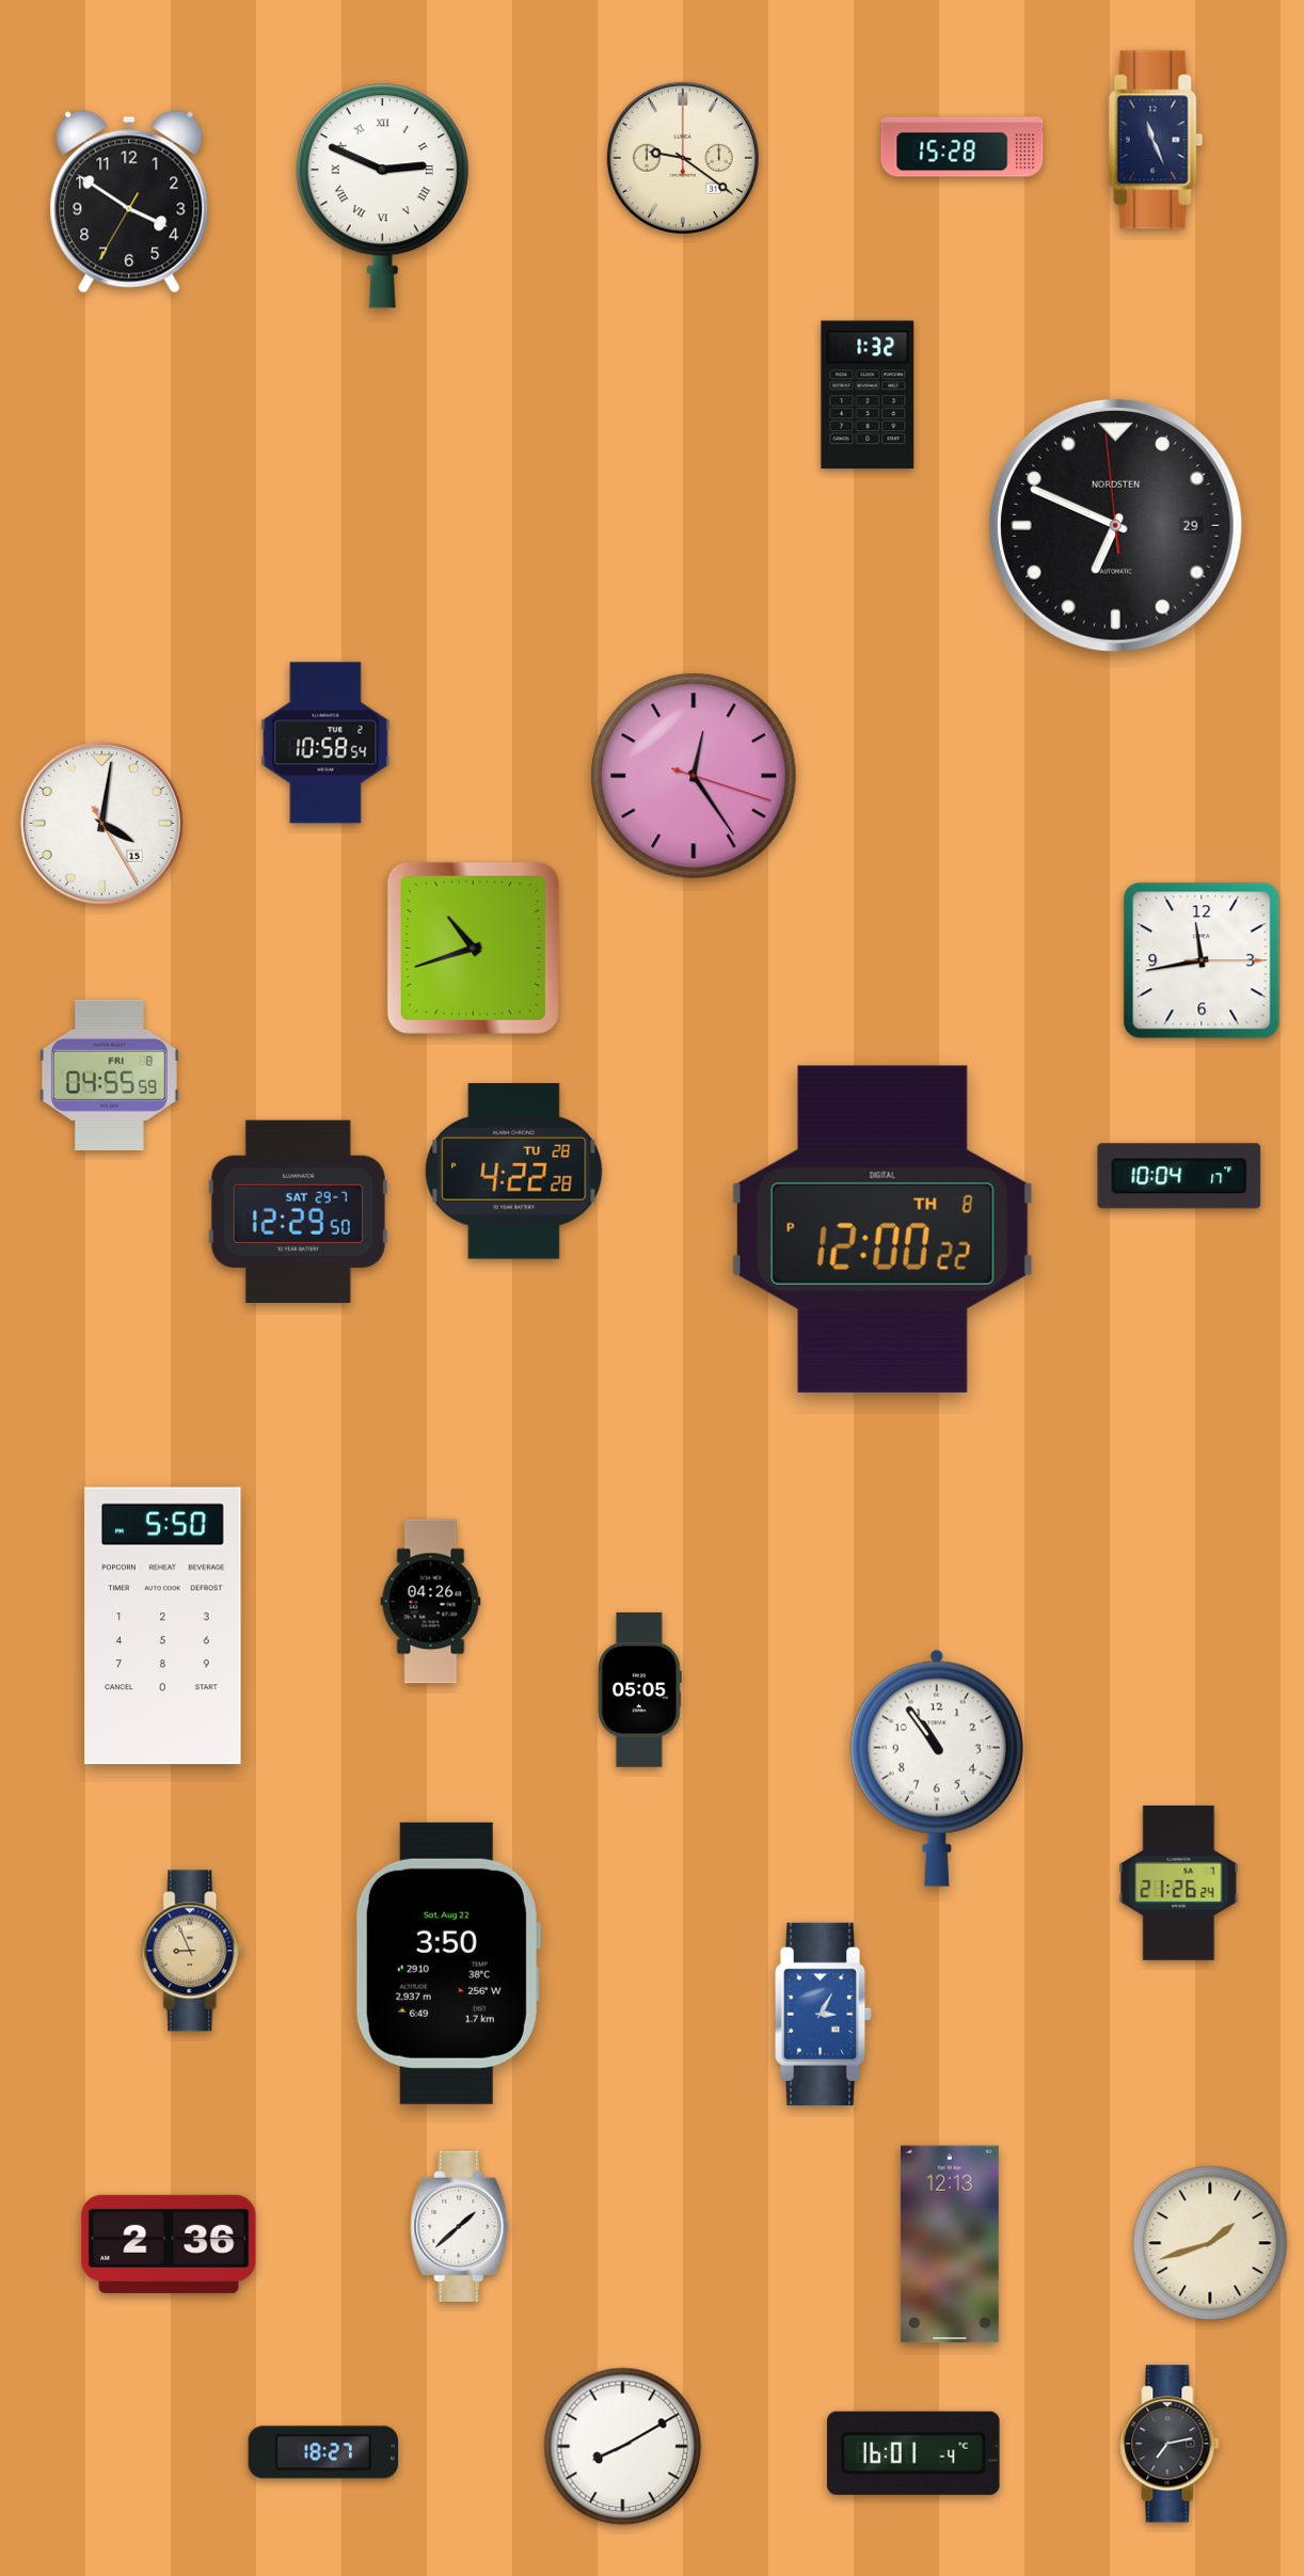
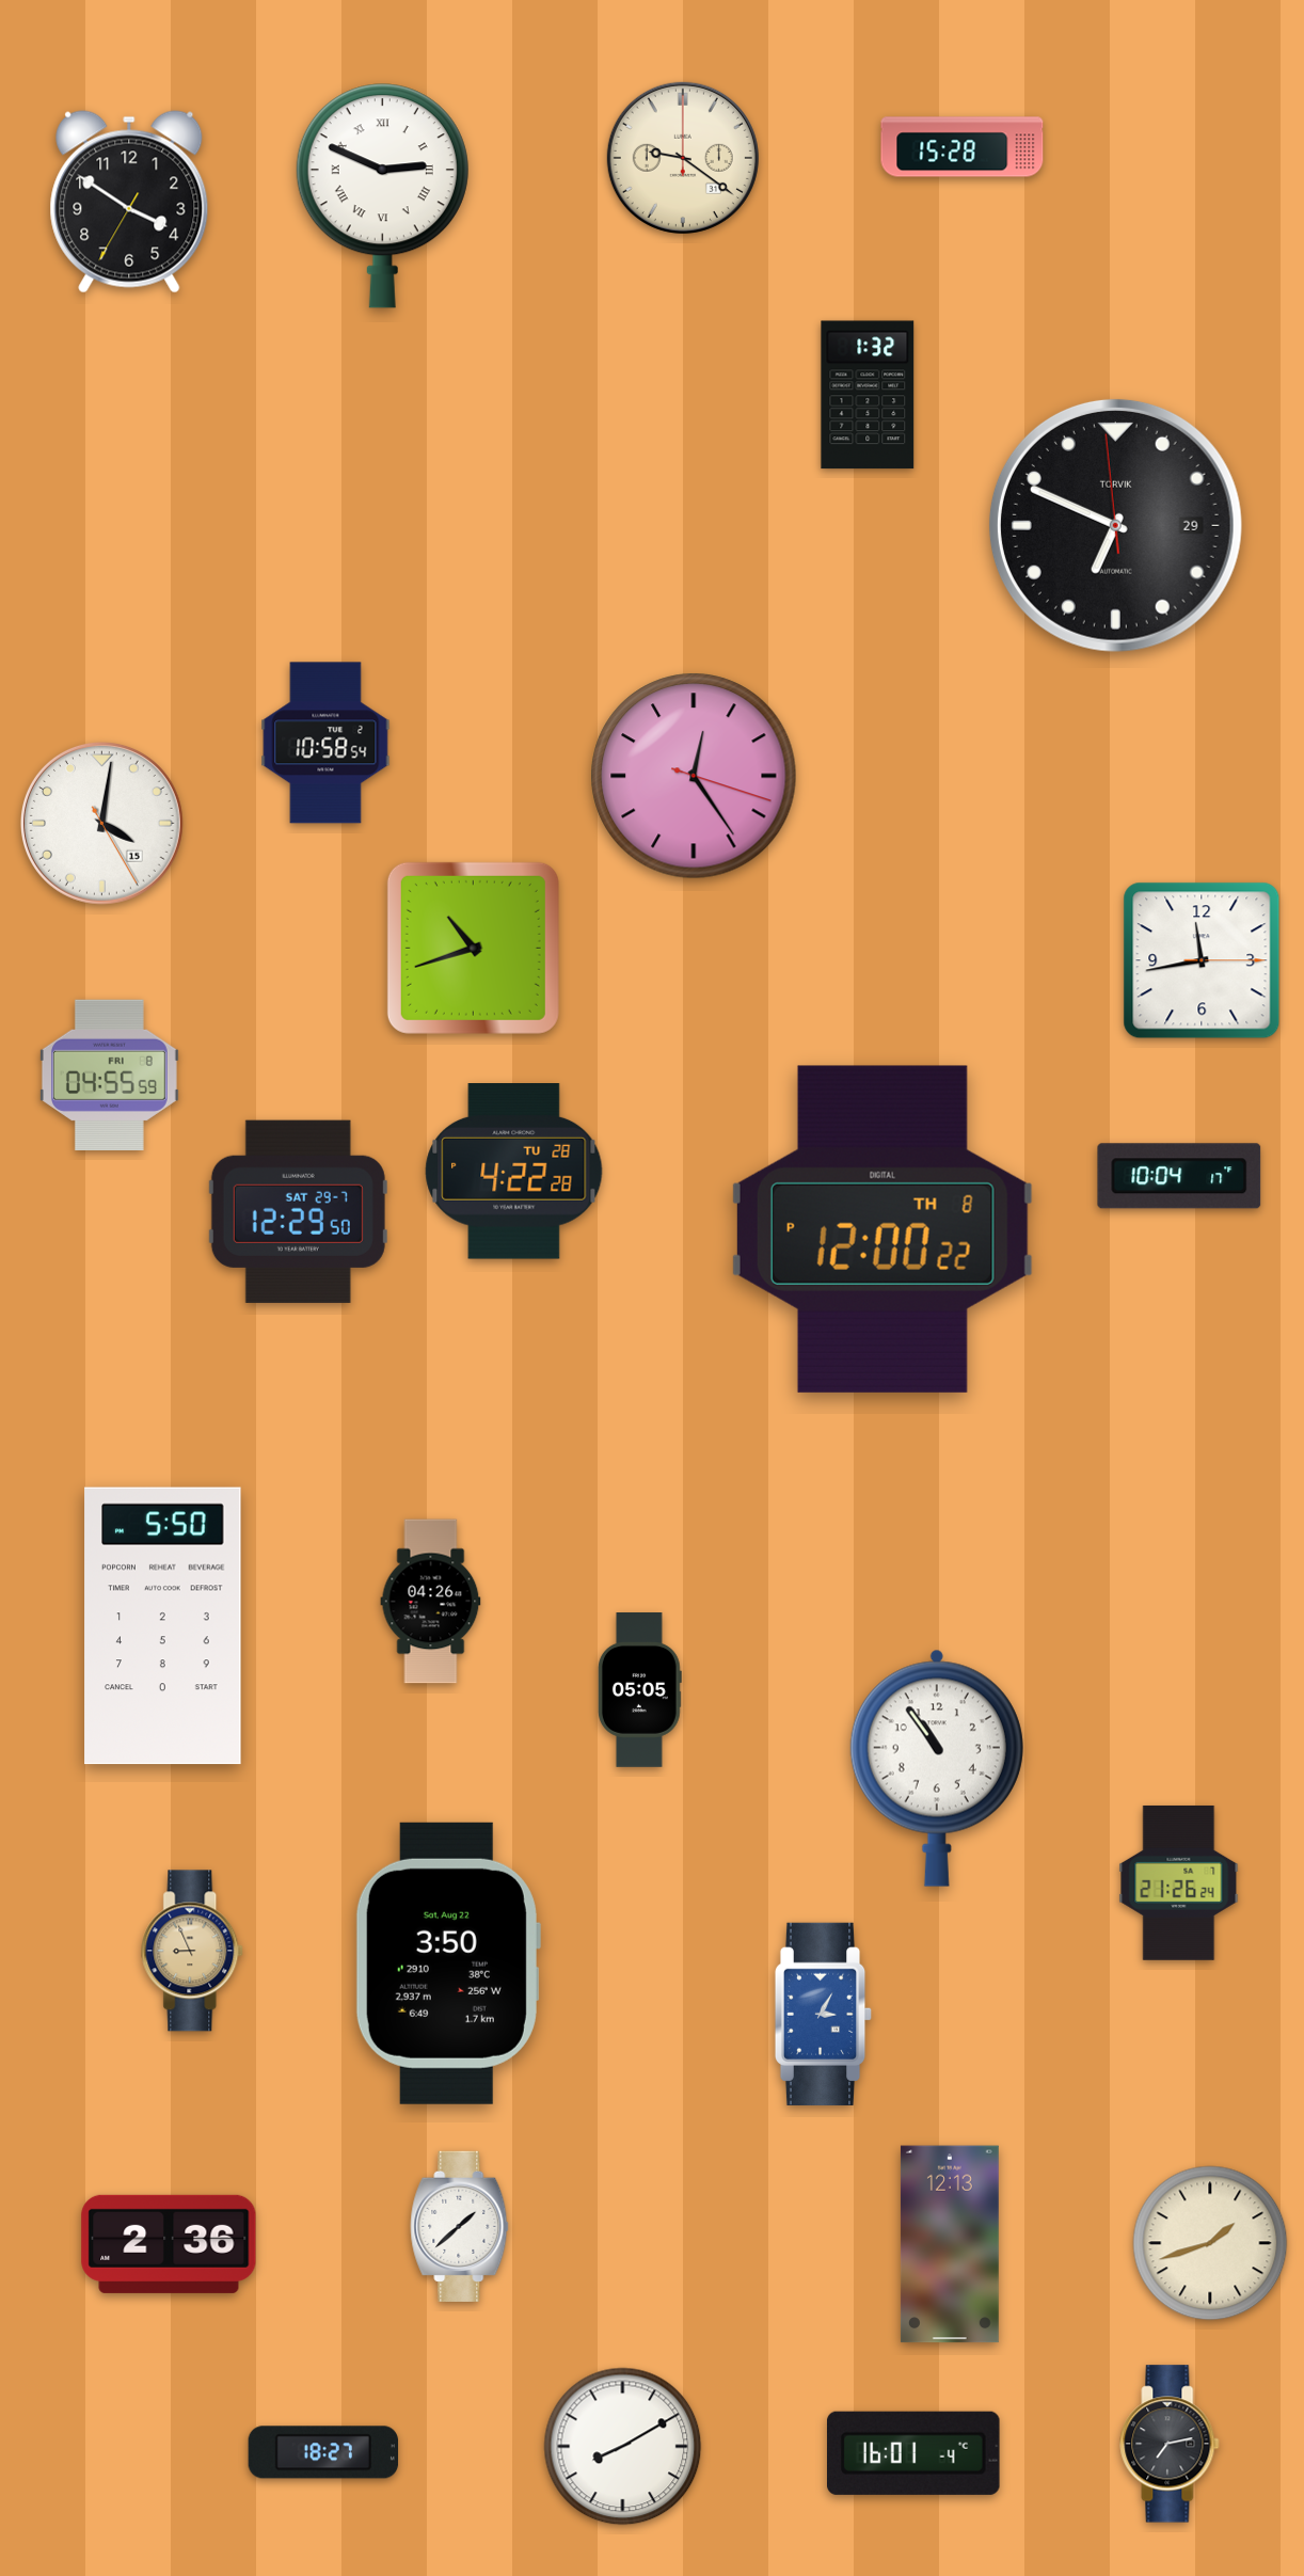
clock at (1156, 140): 11:26 -> none
clock at (1115, 525) brand: NORDSTEN -> TORVIK
